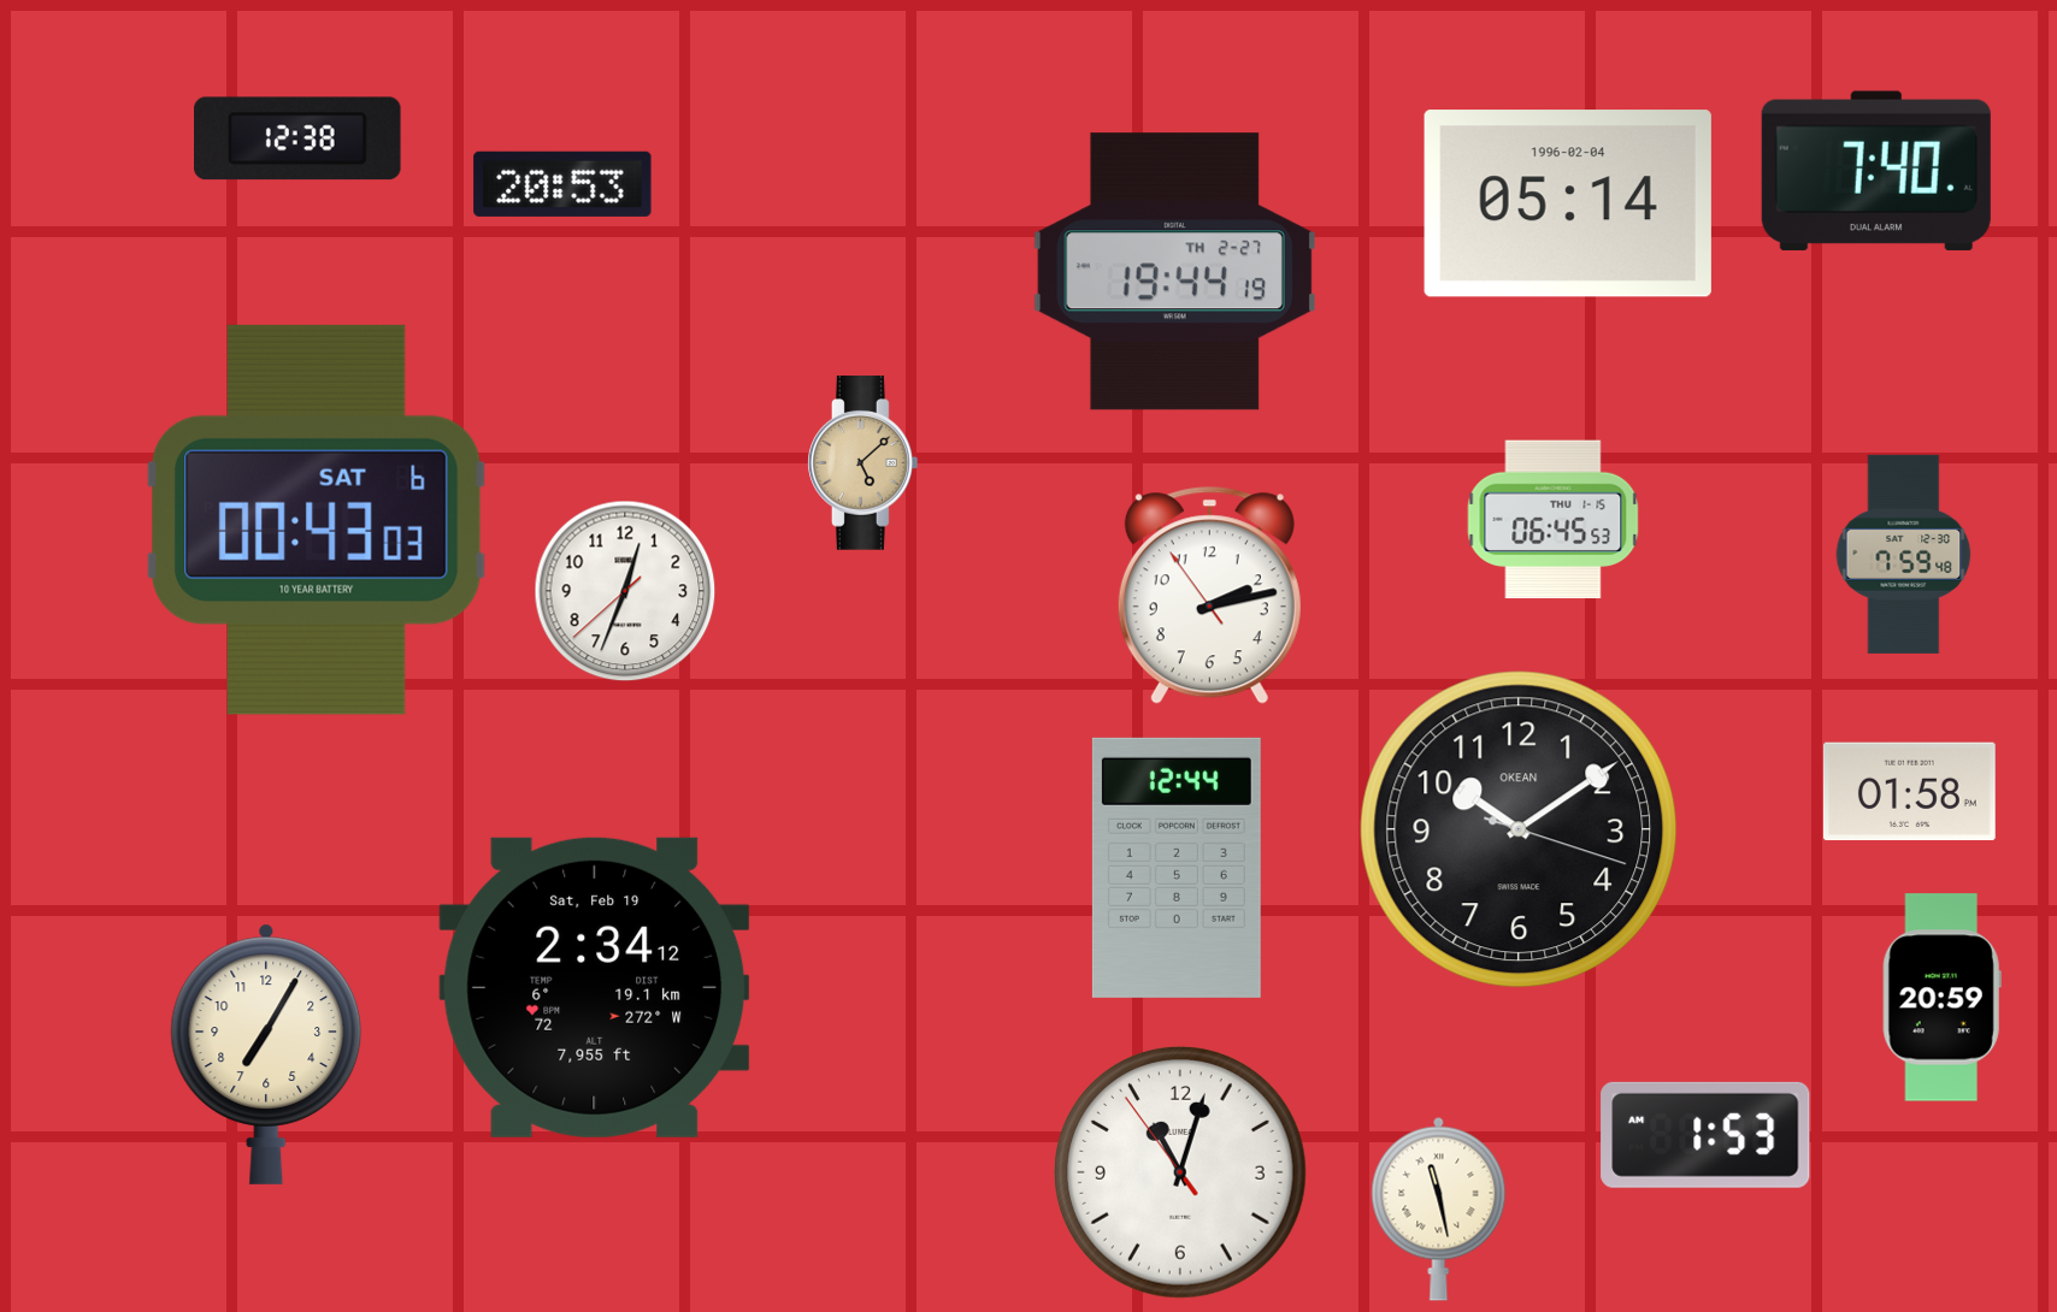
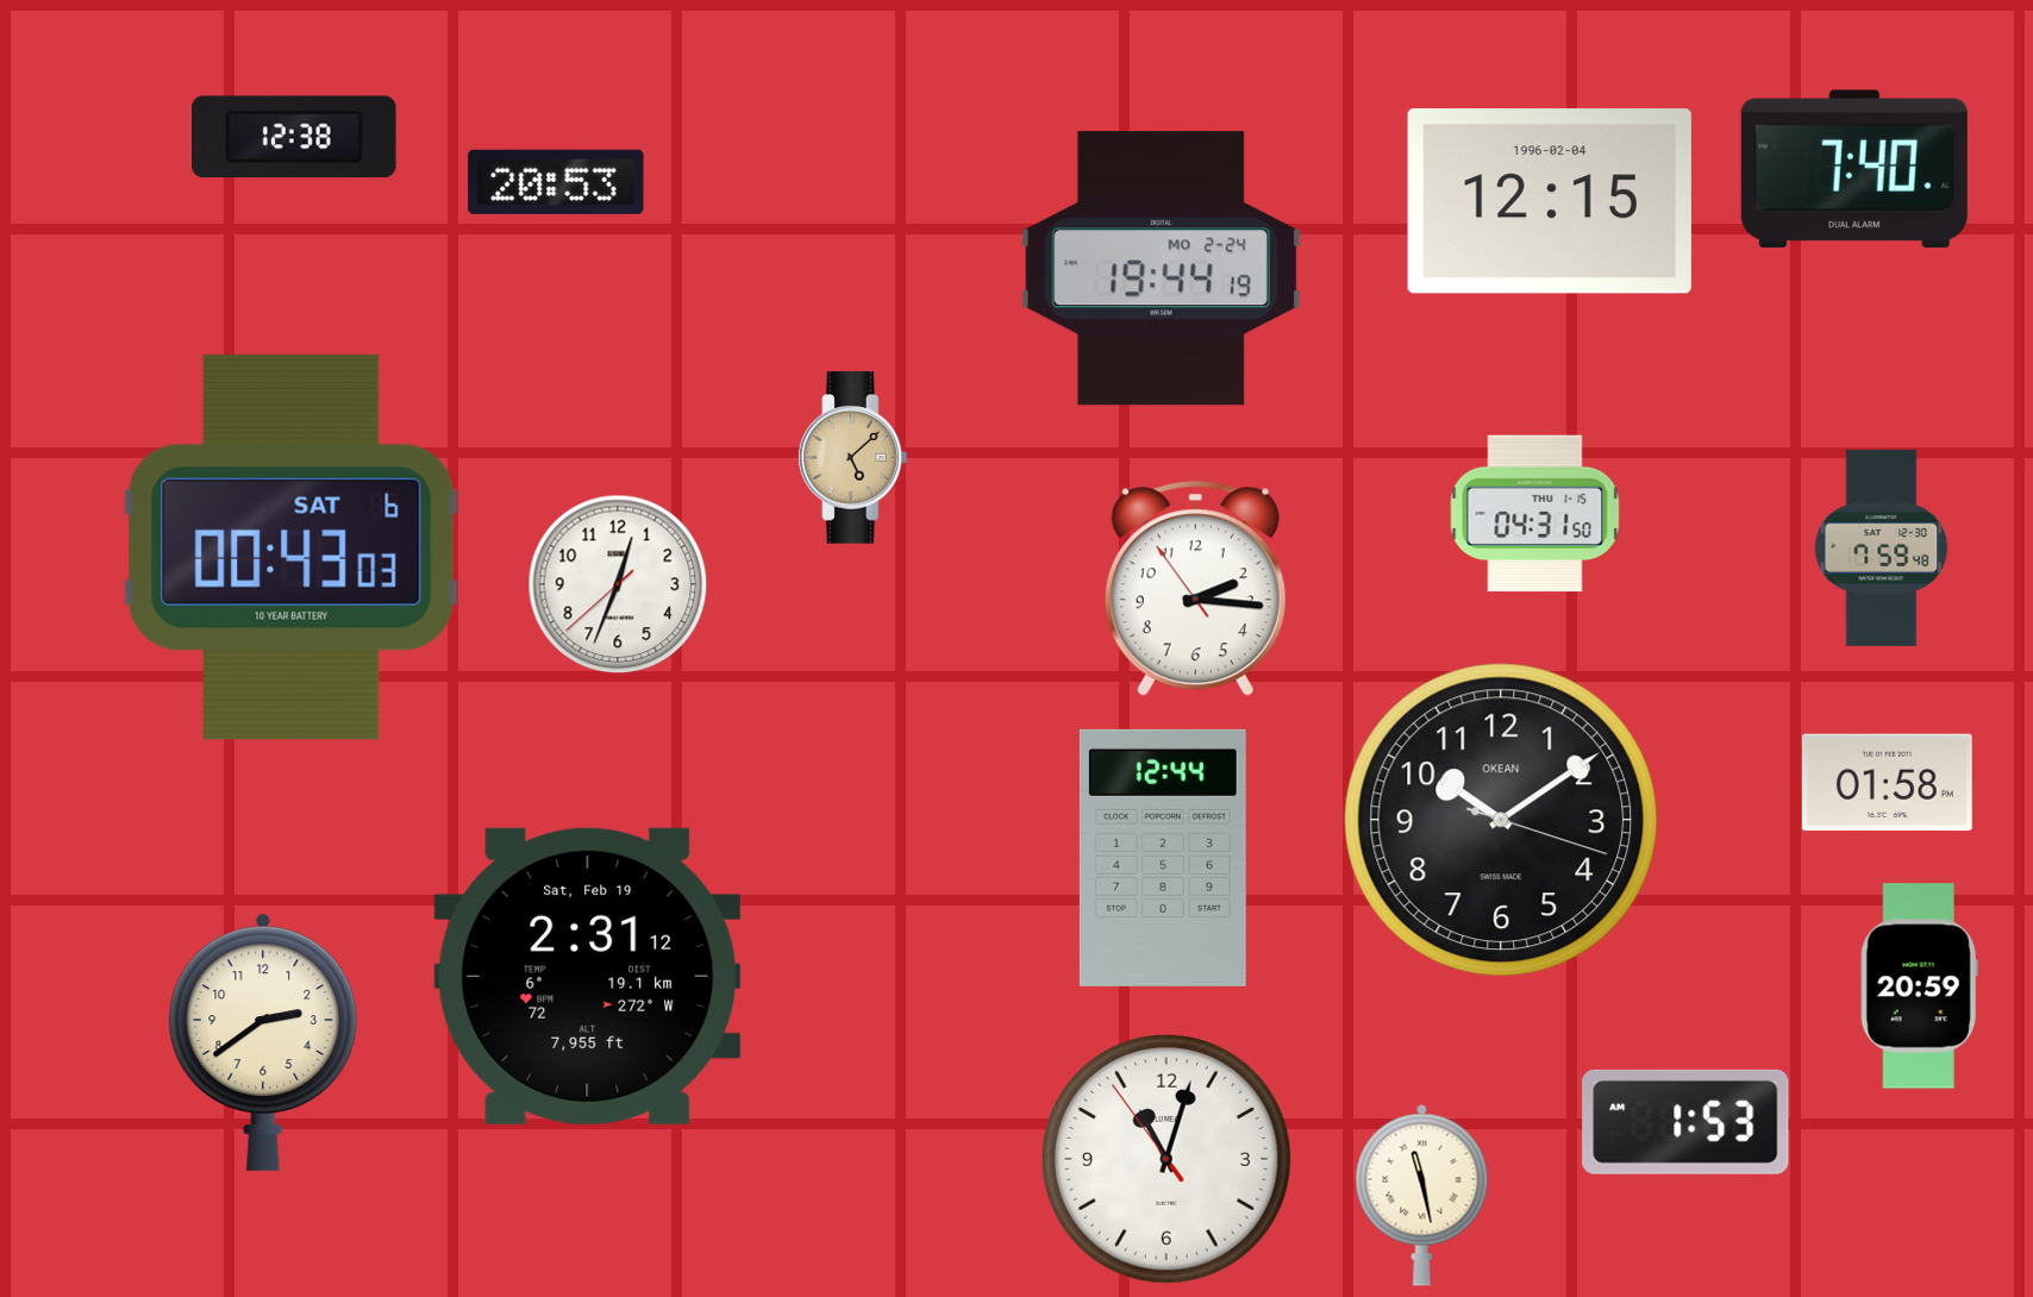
clock at (1568, 203): 05:14 -> 12:15
clock at (1174, 272) date: TH 2-27 -> MO 2-24
clock at (317, 520) position: (317, 520) -> (292, 547)
clock at (1554, 520): 06:45 -> 04:31
clock at (1209, 596): 2:12 -> 2:15
clock at (595, 987): 2:34 -> 2:31
clock at (266, 1054): 7:05 -> 2:39
